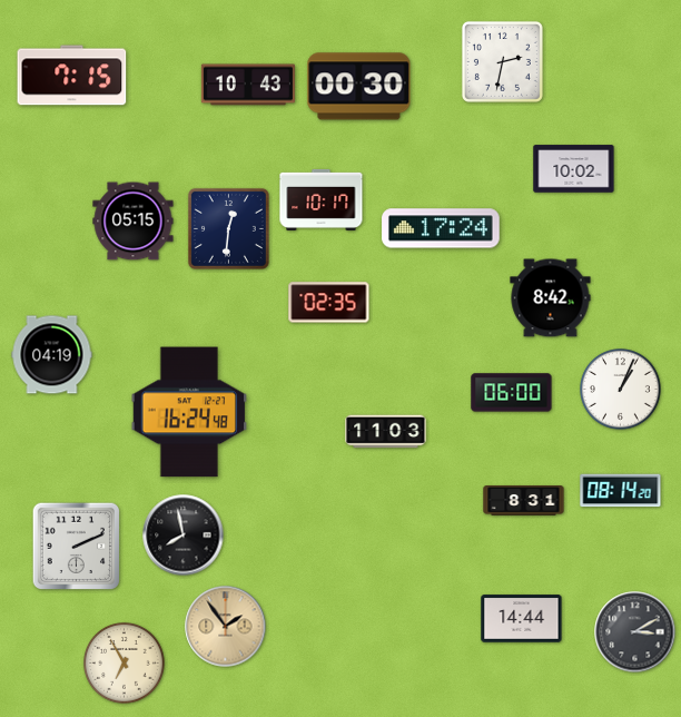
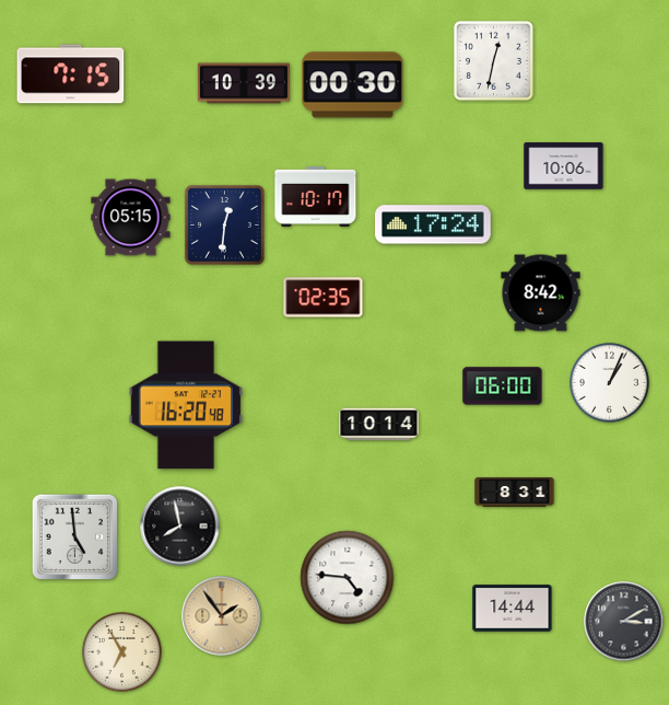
clock at (502, 61): 2:32 -> 12:32
clock at (248, 85): 10:43 -> 10:39
clock at (574, 169): 10:02 -> 10:06
clock at (52, 355): 04:19 -> none
clock at (189, 412): 16:24 -> 16:20
clock at (386, 432): 11:03 -> 10:14
clock at (621, 491): 08:14 -> none
clock at (76, 546): 2:11 -> 4:59
clock at (348, 578): none -> 4:46
